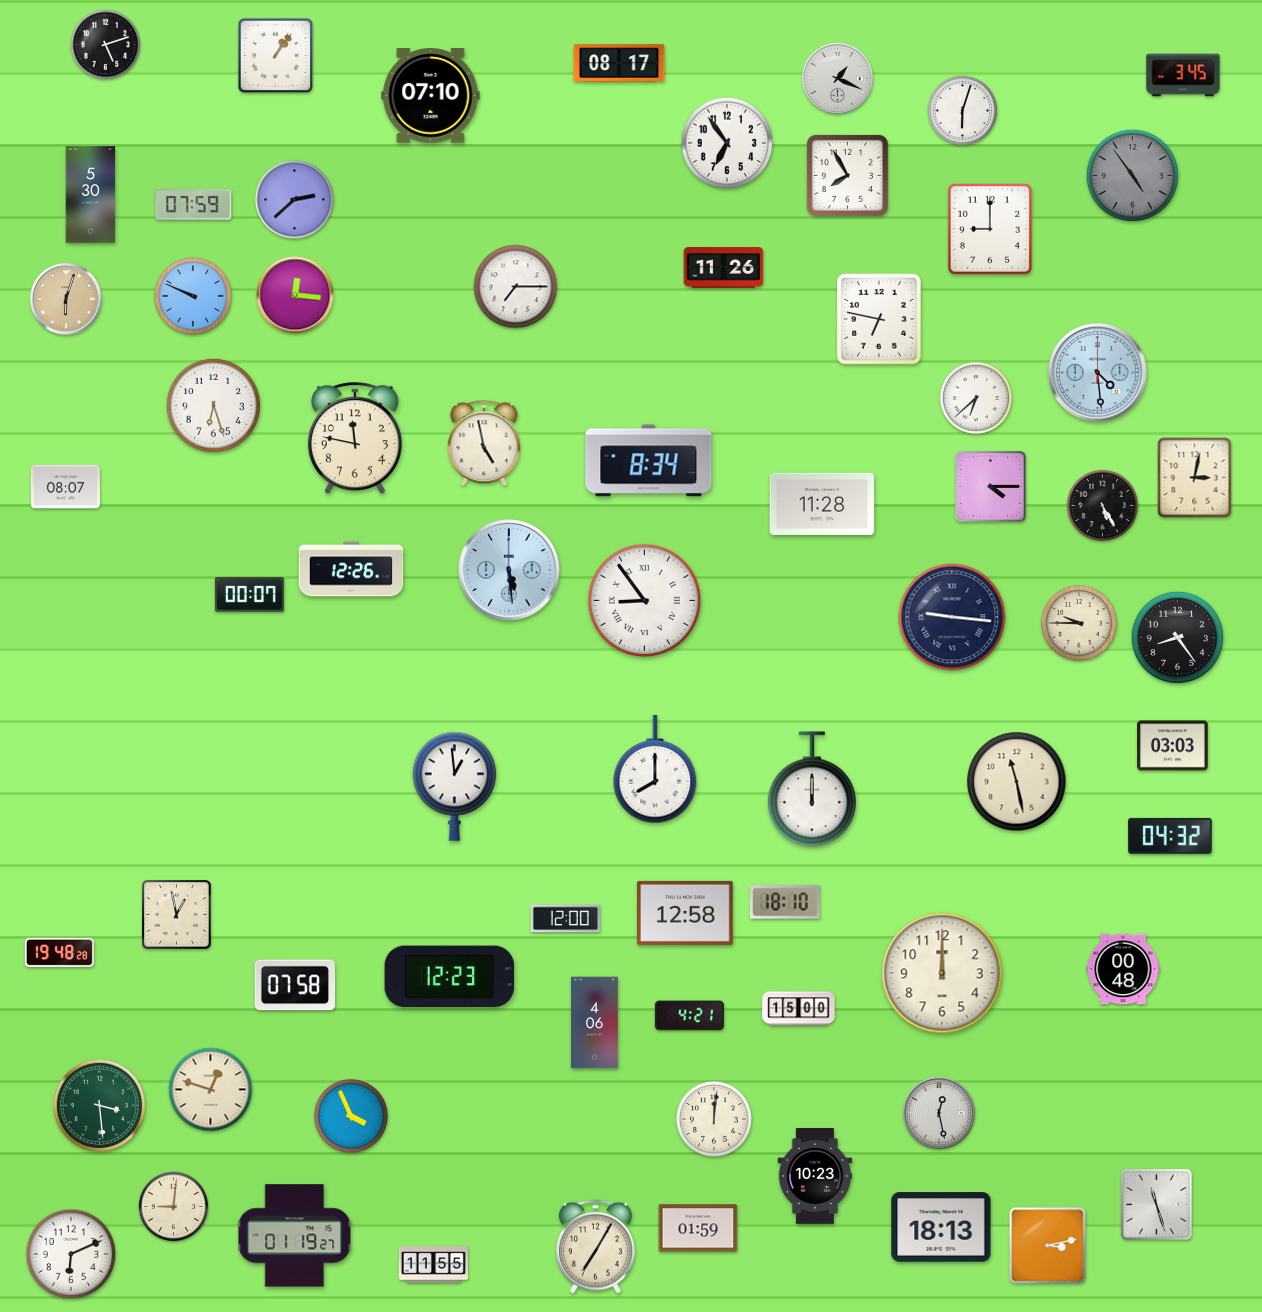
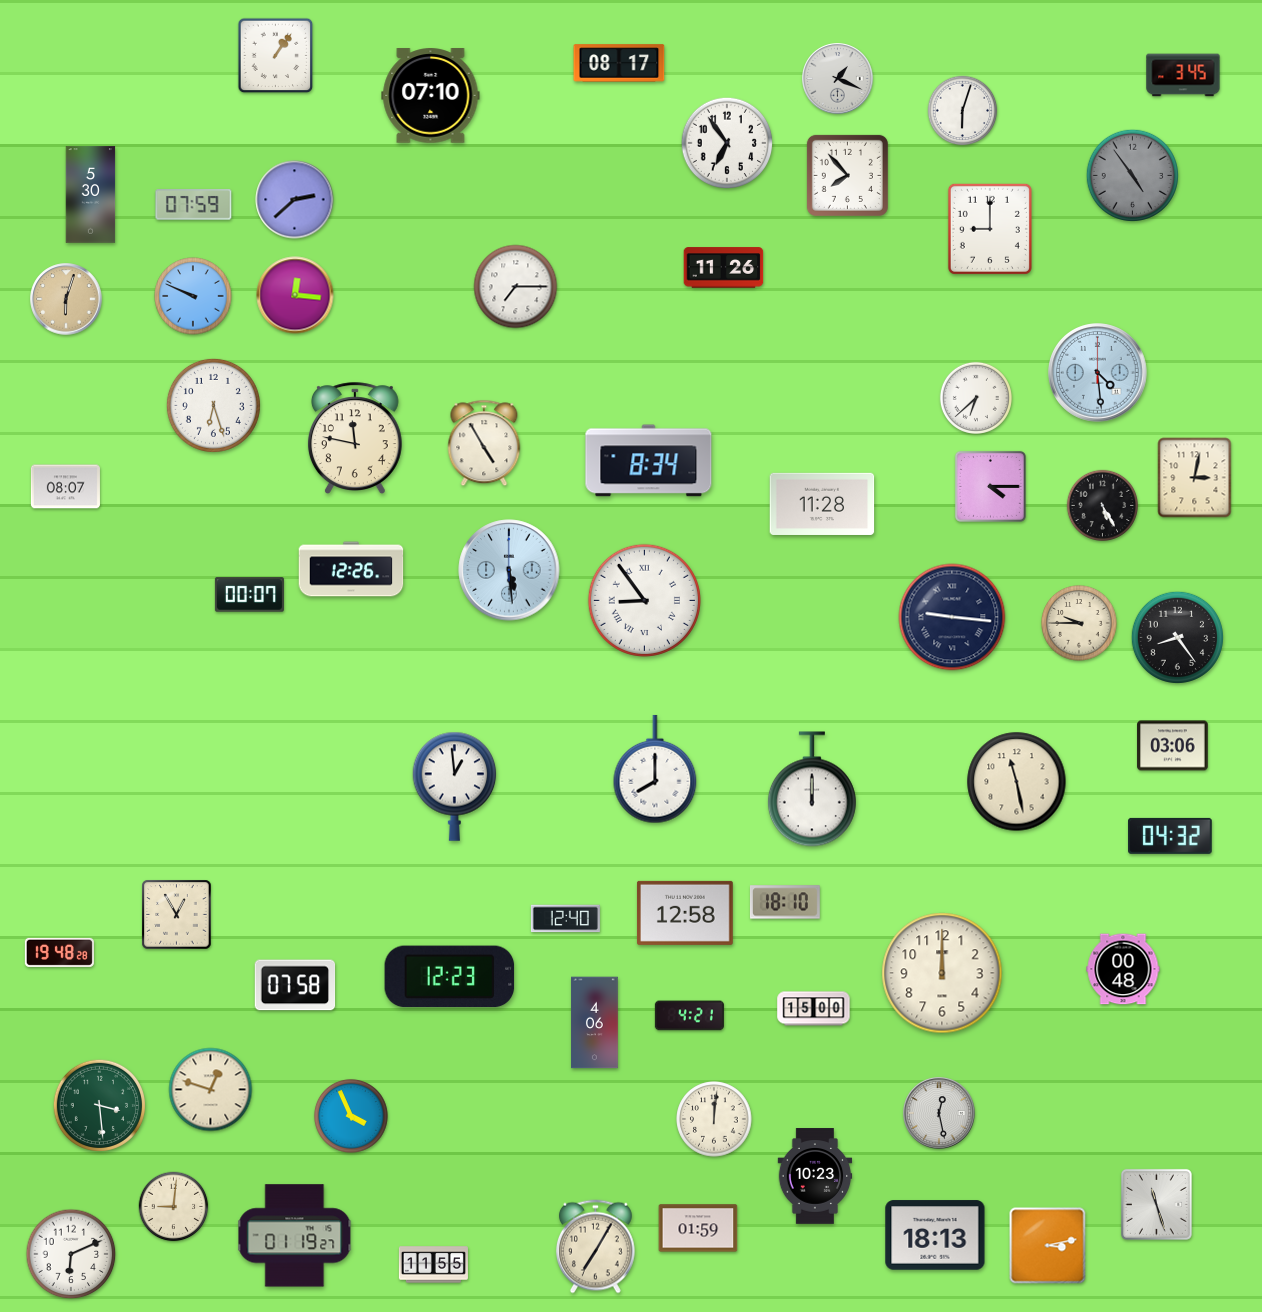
clock at (106, 45): 5:12 -> none
clock at (847, 175): 7:55 -> 7:53
clock at (879, 319): 6:47 -> none
clock at (484, 443): 4:58 -> 4:55
clock at (1173, 746): 03:03 -> 03:06
clock at (177, 915): 12:58 -> 12:55
clock at (565, 919): 12:00 -> 12:40
clock at (799, 1009) position: (799, 1009) -> (814, 1009)
clock at (941, 1227) position: (941, 1227) -> (935, 1235)
